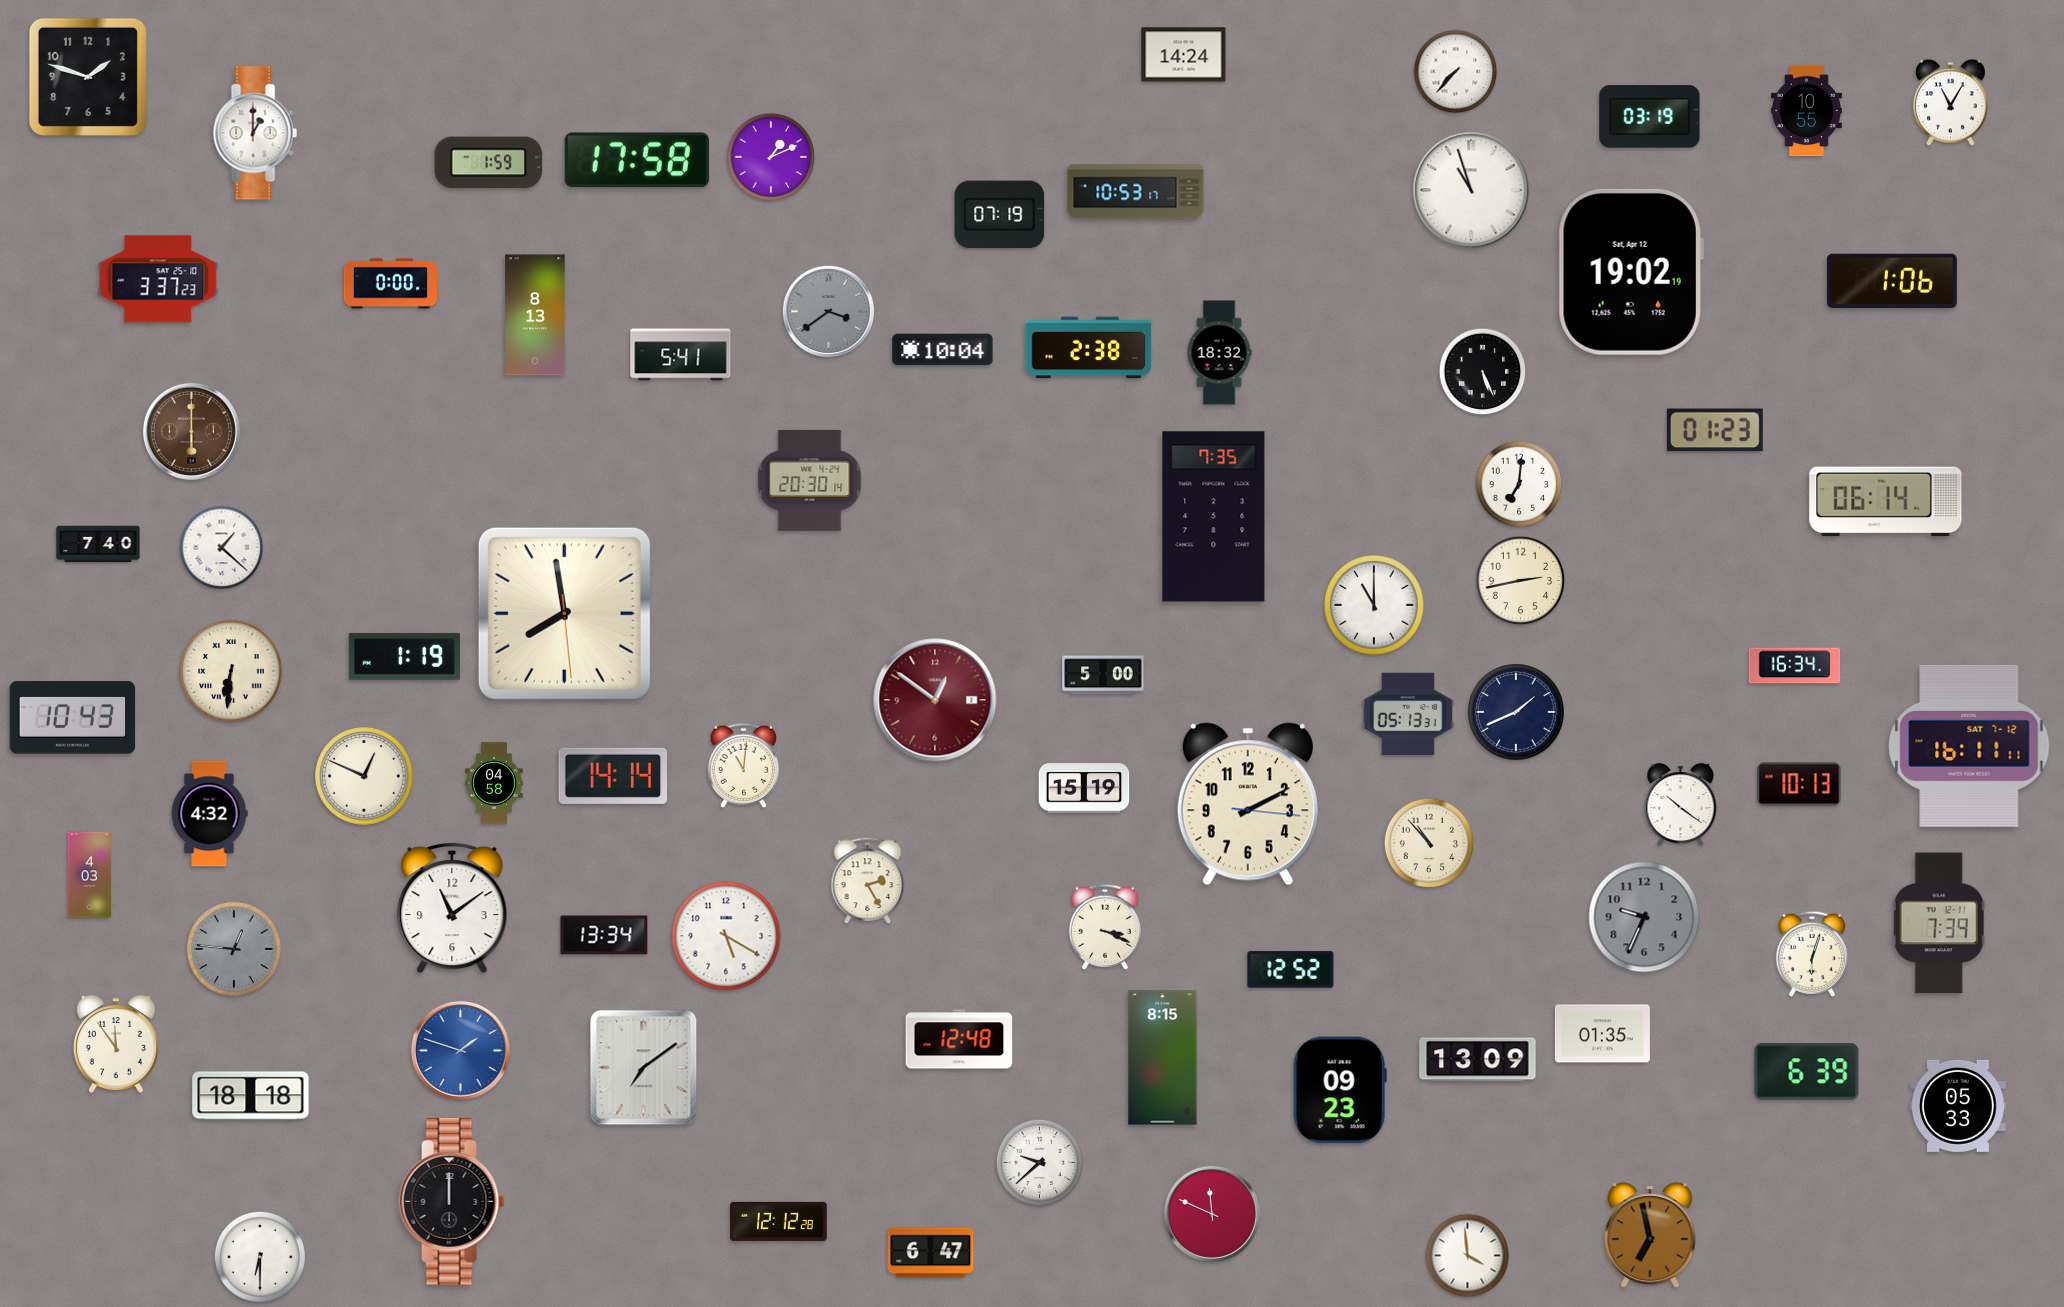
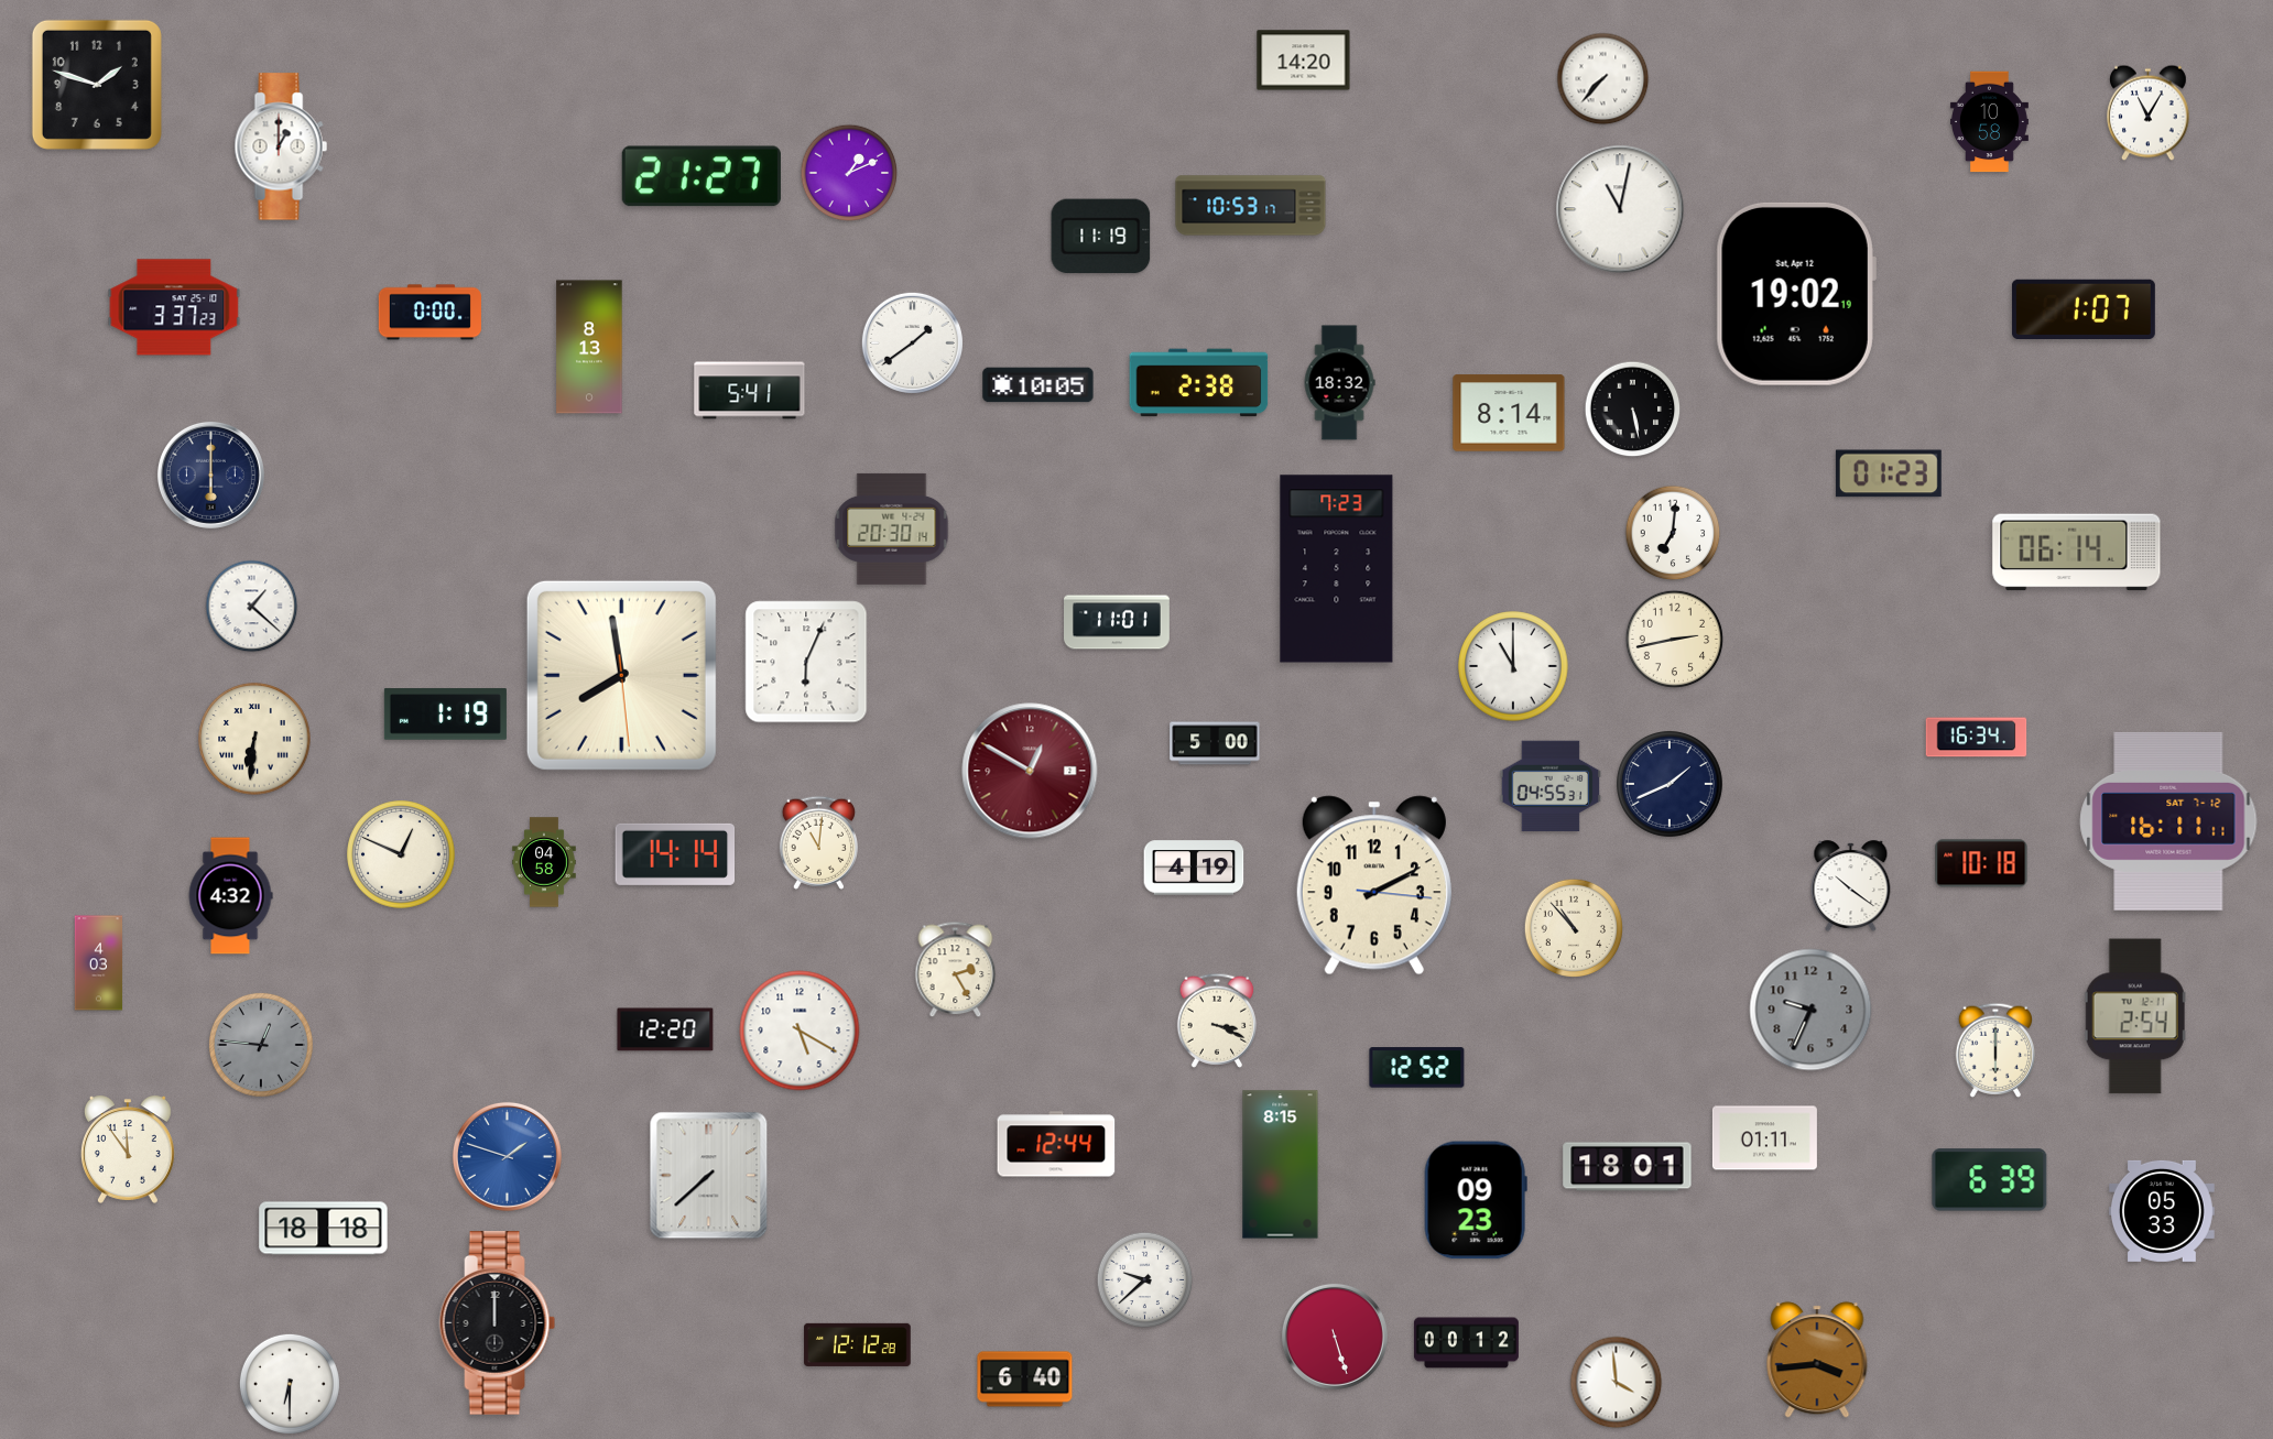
clock at (1184, 55): 14:24 -> 14:20
clock at (1806, 111): 10:55 -> 10:58
clock at (1650, 117): 03:19 -> none
clock at (637, 160): 17:58 -> 21:27
clock at (489, 163): 1:59 -> none
clock at (1471, 190): 10:57 -> 11:02
clock at (1136, 192) position: (1136, 192) -> (1251, 206)
clock at (1000, 215): 07:19 -> 11:19
clock at (1631, 272) position: (1631, 272) -> (1796, 294)
clock at (1892, 280): 1:06 -> 1:07
clock at (828, 311): 3:39 -> 1:39
clock at (828, 311) dial: grey -> white
clock at (943, 350): 10:04 -> 10:05
clock at (1219, 353) position: (1219, 353) -> (1339, 383)
clock at (1483, 372): 5:26 -> 5:28
clock at (1509, 413): none -> 8:14
clock at (191, 431) dial: brown -> navy
clock at (1214, 517): 7:35 -> 7:23
clock at (98, 544): 7:40 -> none
clock at (222, 548) position: (222, 548) -> (252, 607)
clock at (1118, 622): none -> 11:01
clock at (806, 662): none -> 6:04
clock at (404, 657) position: (404, 657) -> (445, 715)
clock at (1795, 666) position: (1795, 666) -> (1977, 738)
clock at (935, 700): 12:51 -> 12:50
clock at (1407, 714): 05:13 -> 04:55
clock at (73, 718): 10:43 -> none
clock at (1799, 784): 10:13 -> 10:18
clock at (1084, 788): 15:19 -> 4:19
clock at (452, 908): 11:09 -> none
clock at (1939, 923): 7:39 -> 2:54
clock at (604, 935): 13:34 -> 12:20
clock at (234, 949) position: (234, 949) -> (261, 1045)
clock at (1812, 954): 6:03 -> 6:00
clock at (1291, 970) position: (1291, 970) -> (1417, 1068)
clock at (1602, 1034): 01:35 -> 01:11
clock at (959, 1039): 12:48 -> 12:44
clock at (1478, 1060): 13:09 -> 18:01
clock at (644, 1068): 7:09 -> 7:38
clock at (251, 1096) position: (251, 1096) -> (324, 1229)
clock at (1958, 1106) position: (1958, 1106) -> (2162, 1211)
clock at (1212, 1214): 11:49 -> 5:27
clock at (1466, 1343): none -> 00:12
clock at (1650, 1235): 6:58 -> 3:44
clock at (931, 1253): 6:47 -> 6:40
clock at (260, 1257) position: (260, 1257) -> (290, 1384)
